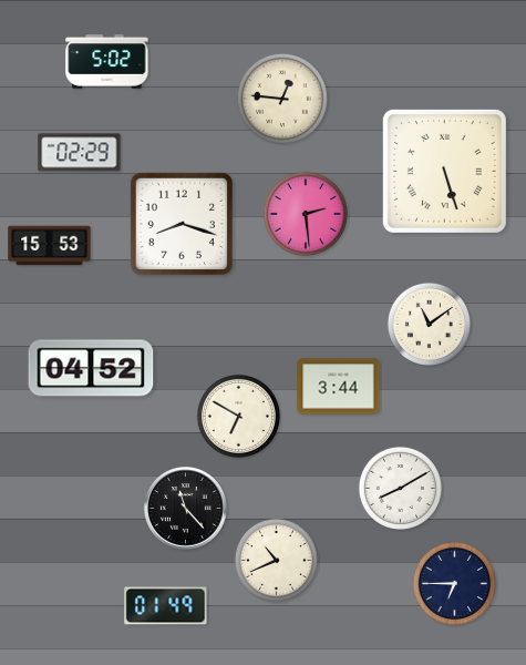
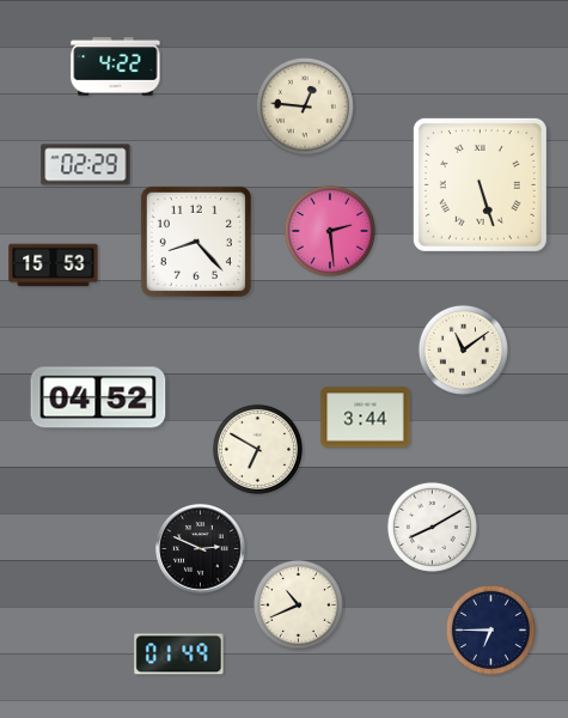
clock at (107, 62): 5:02 -> 4:22
clock at (182, 224): 8:18 -> 8:23
clock at (186, 509): 11:23 -> 2:49
